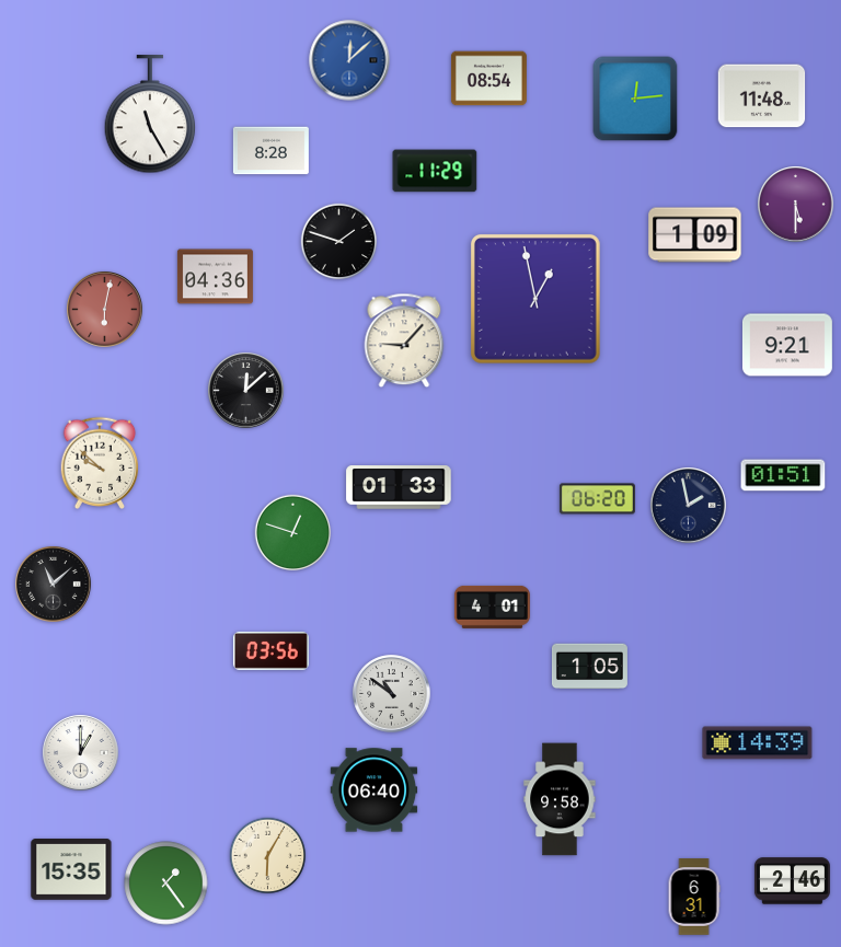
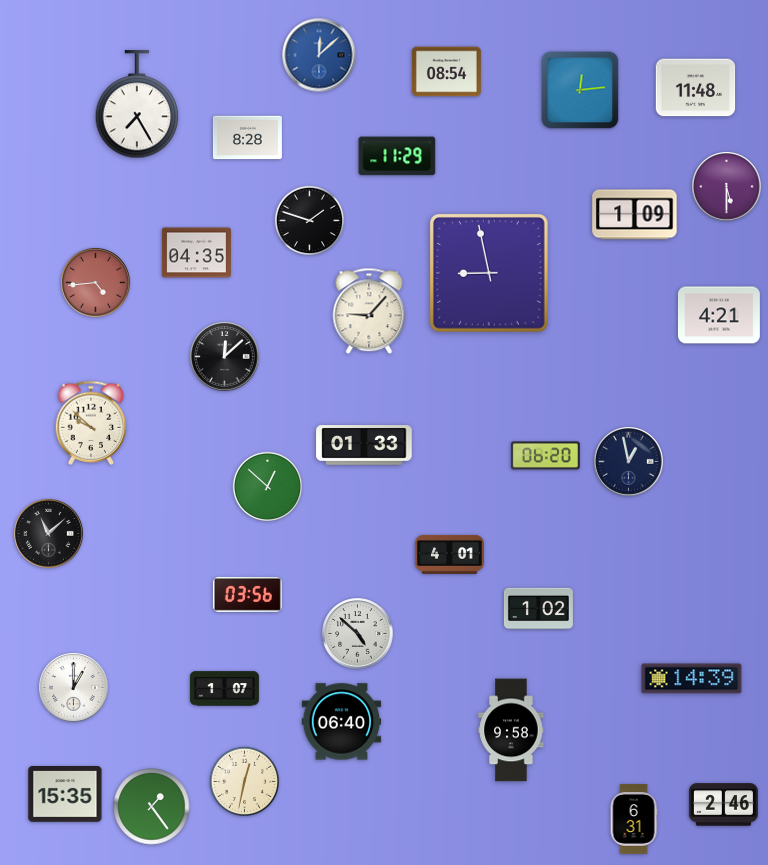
clock at (150, 115): 11:25 -> 7:25
clock at (215, 277): 04:36 -> 04:35
clock at (535, 299): 12:58 -> 8:58
clock at (105, 310): 6:02 -> 4:44
clock at (787, 345): 9:21 -> 4:21
clock at (783, 475): 01:51 -> none
clock at (689, 506): 1:58 -> 12:58
clock at (293, 533): 12:48 -> 12:52
clock at (589, 667): 1:05 -> 1:02
clock at (392, 694): 10:51 -> 4:52
clock at (224, 689): none -> 1:07
clock at (268, 856): 6:05 -> 12:32
